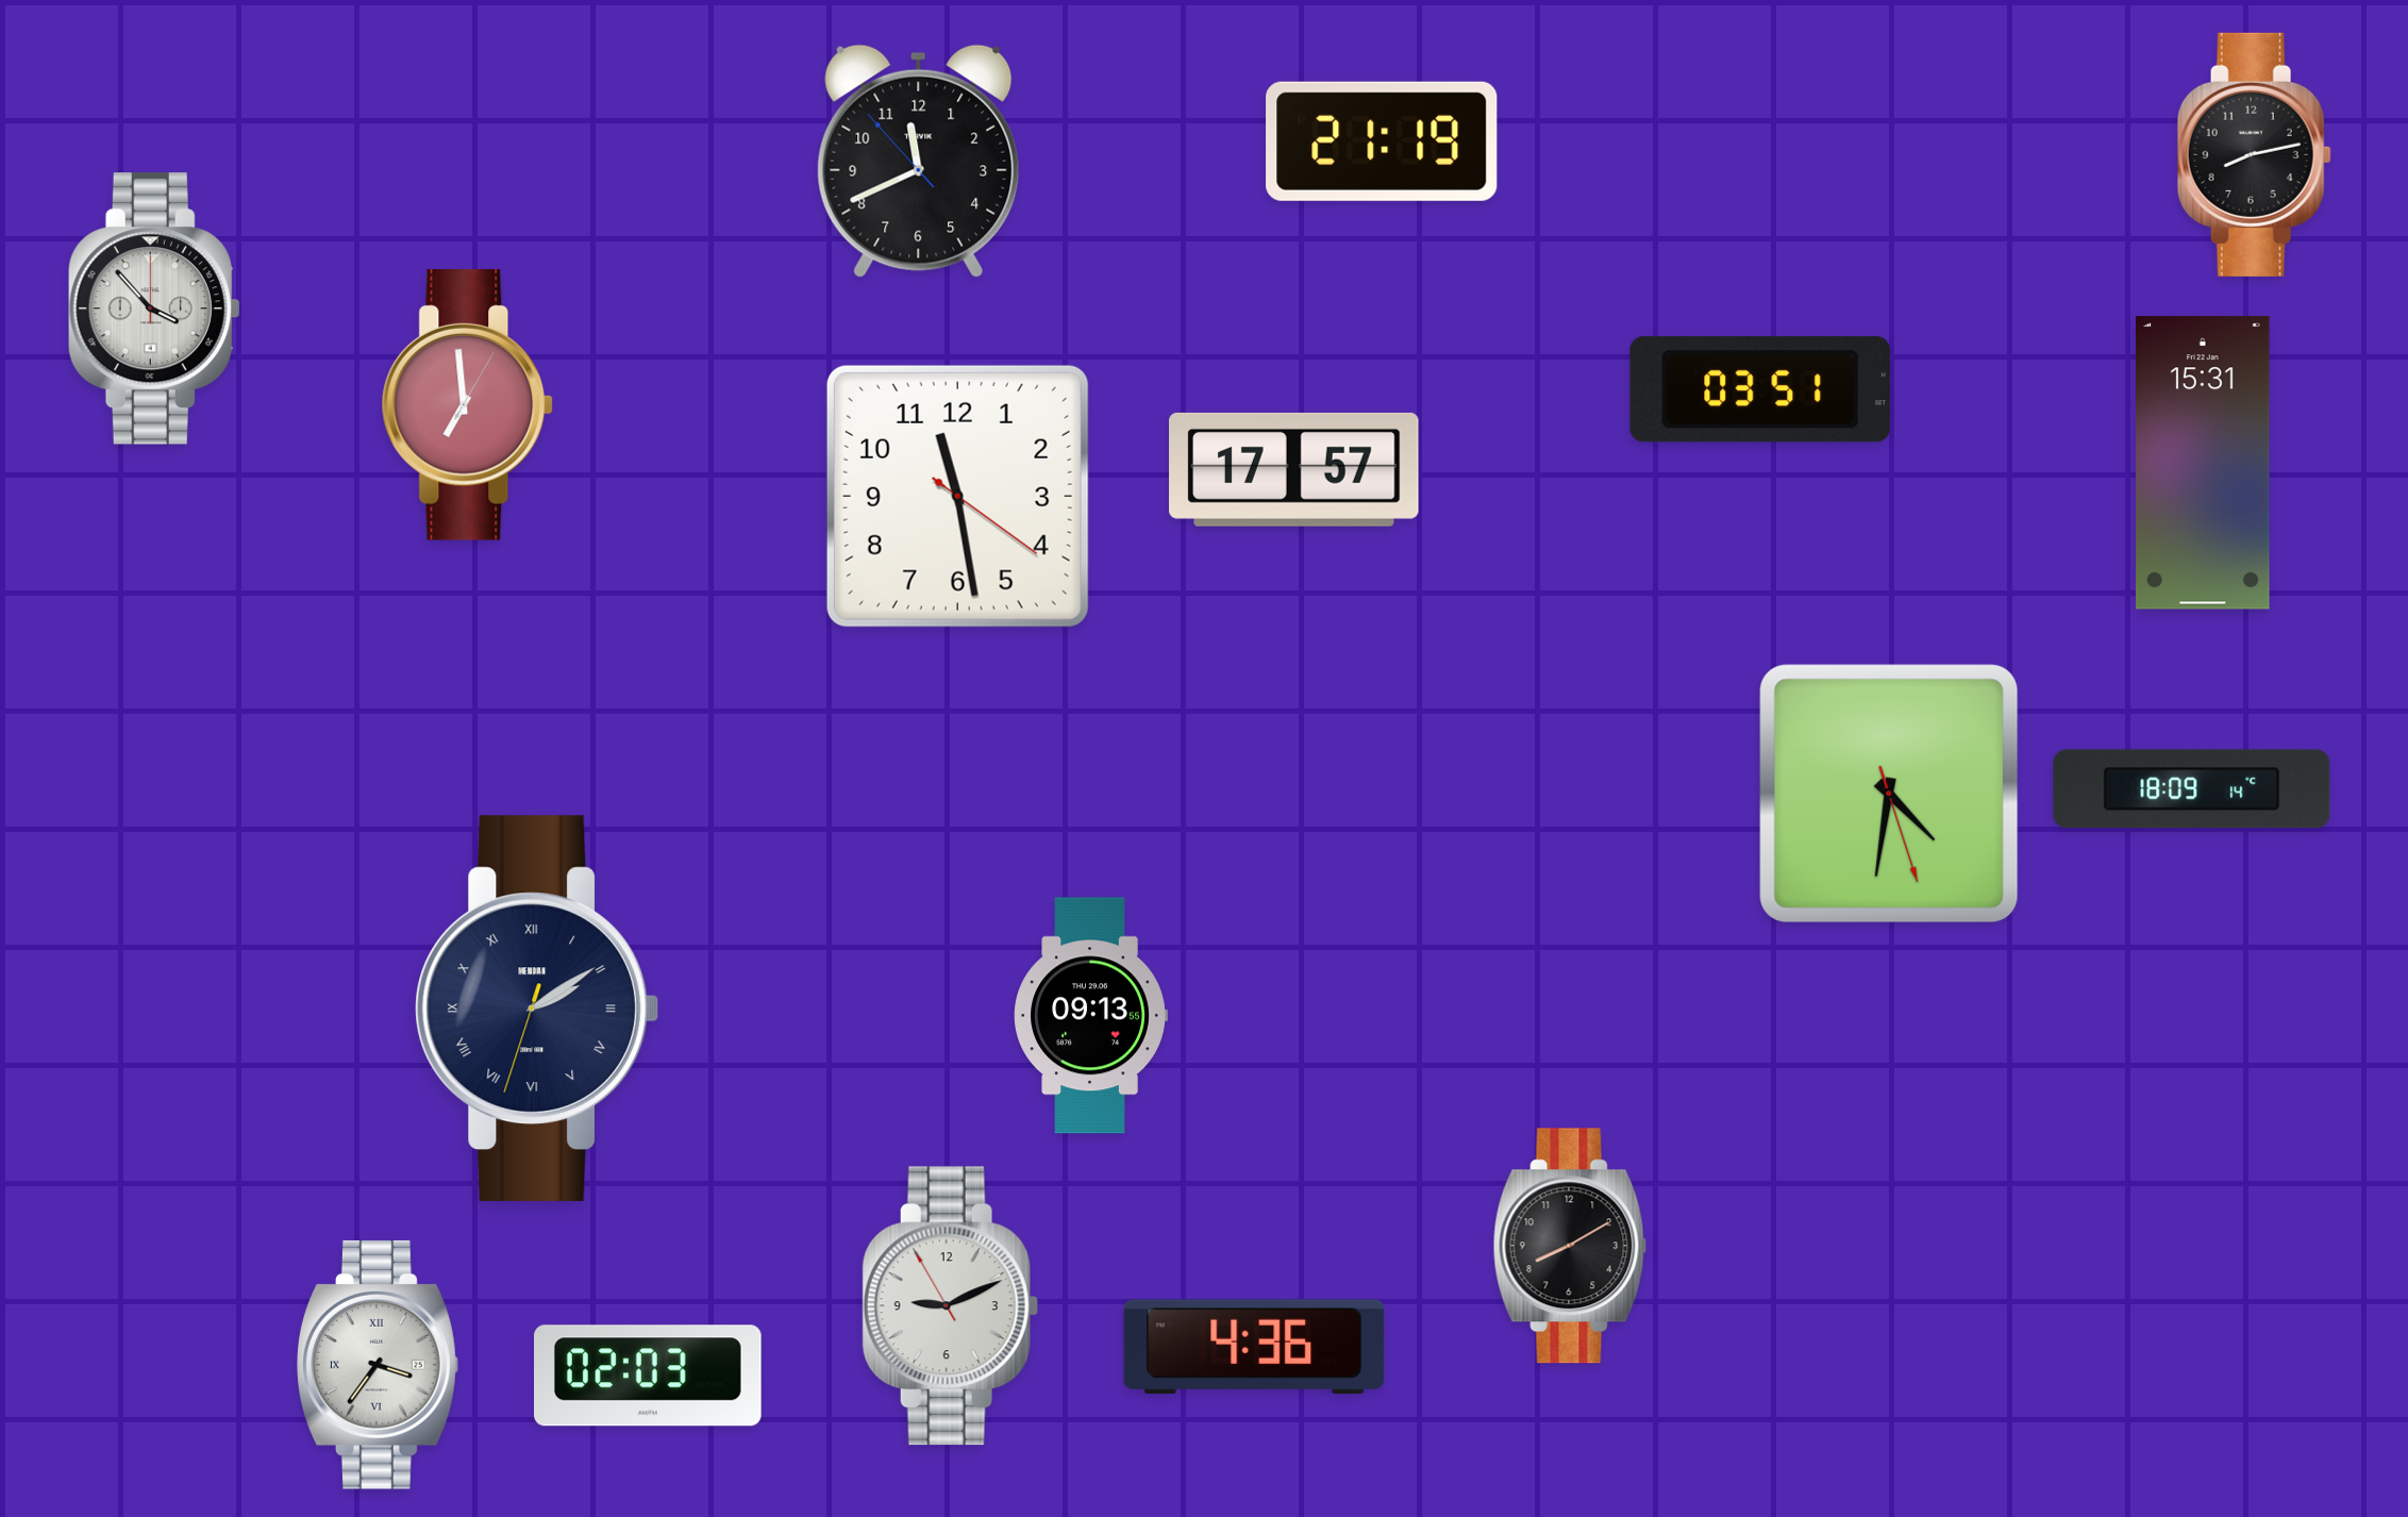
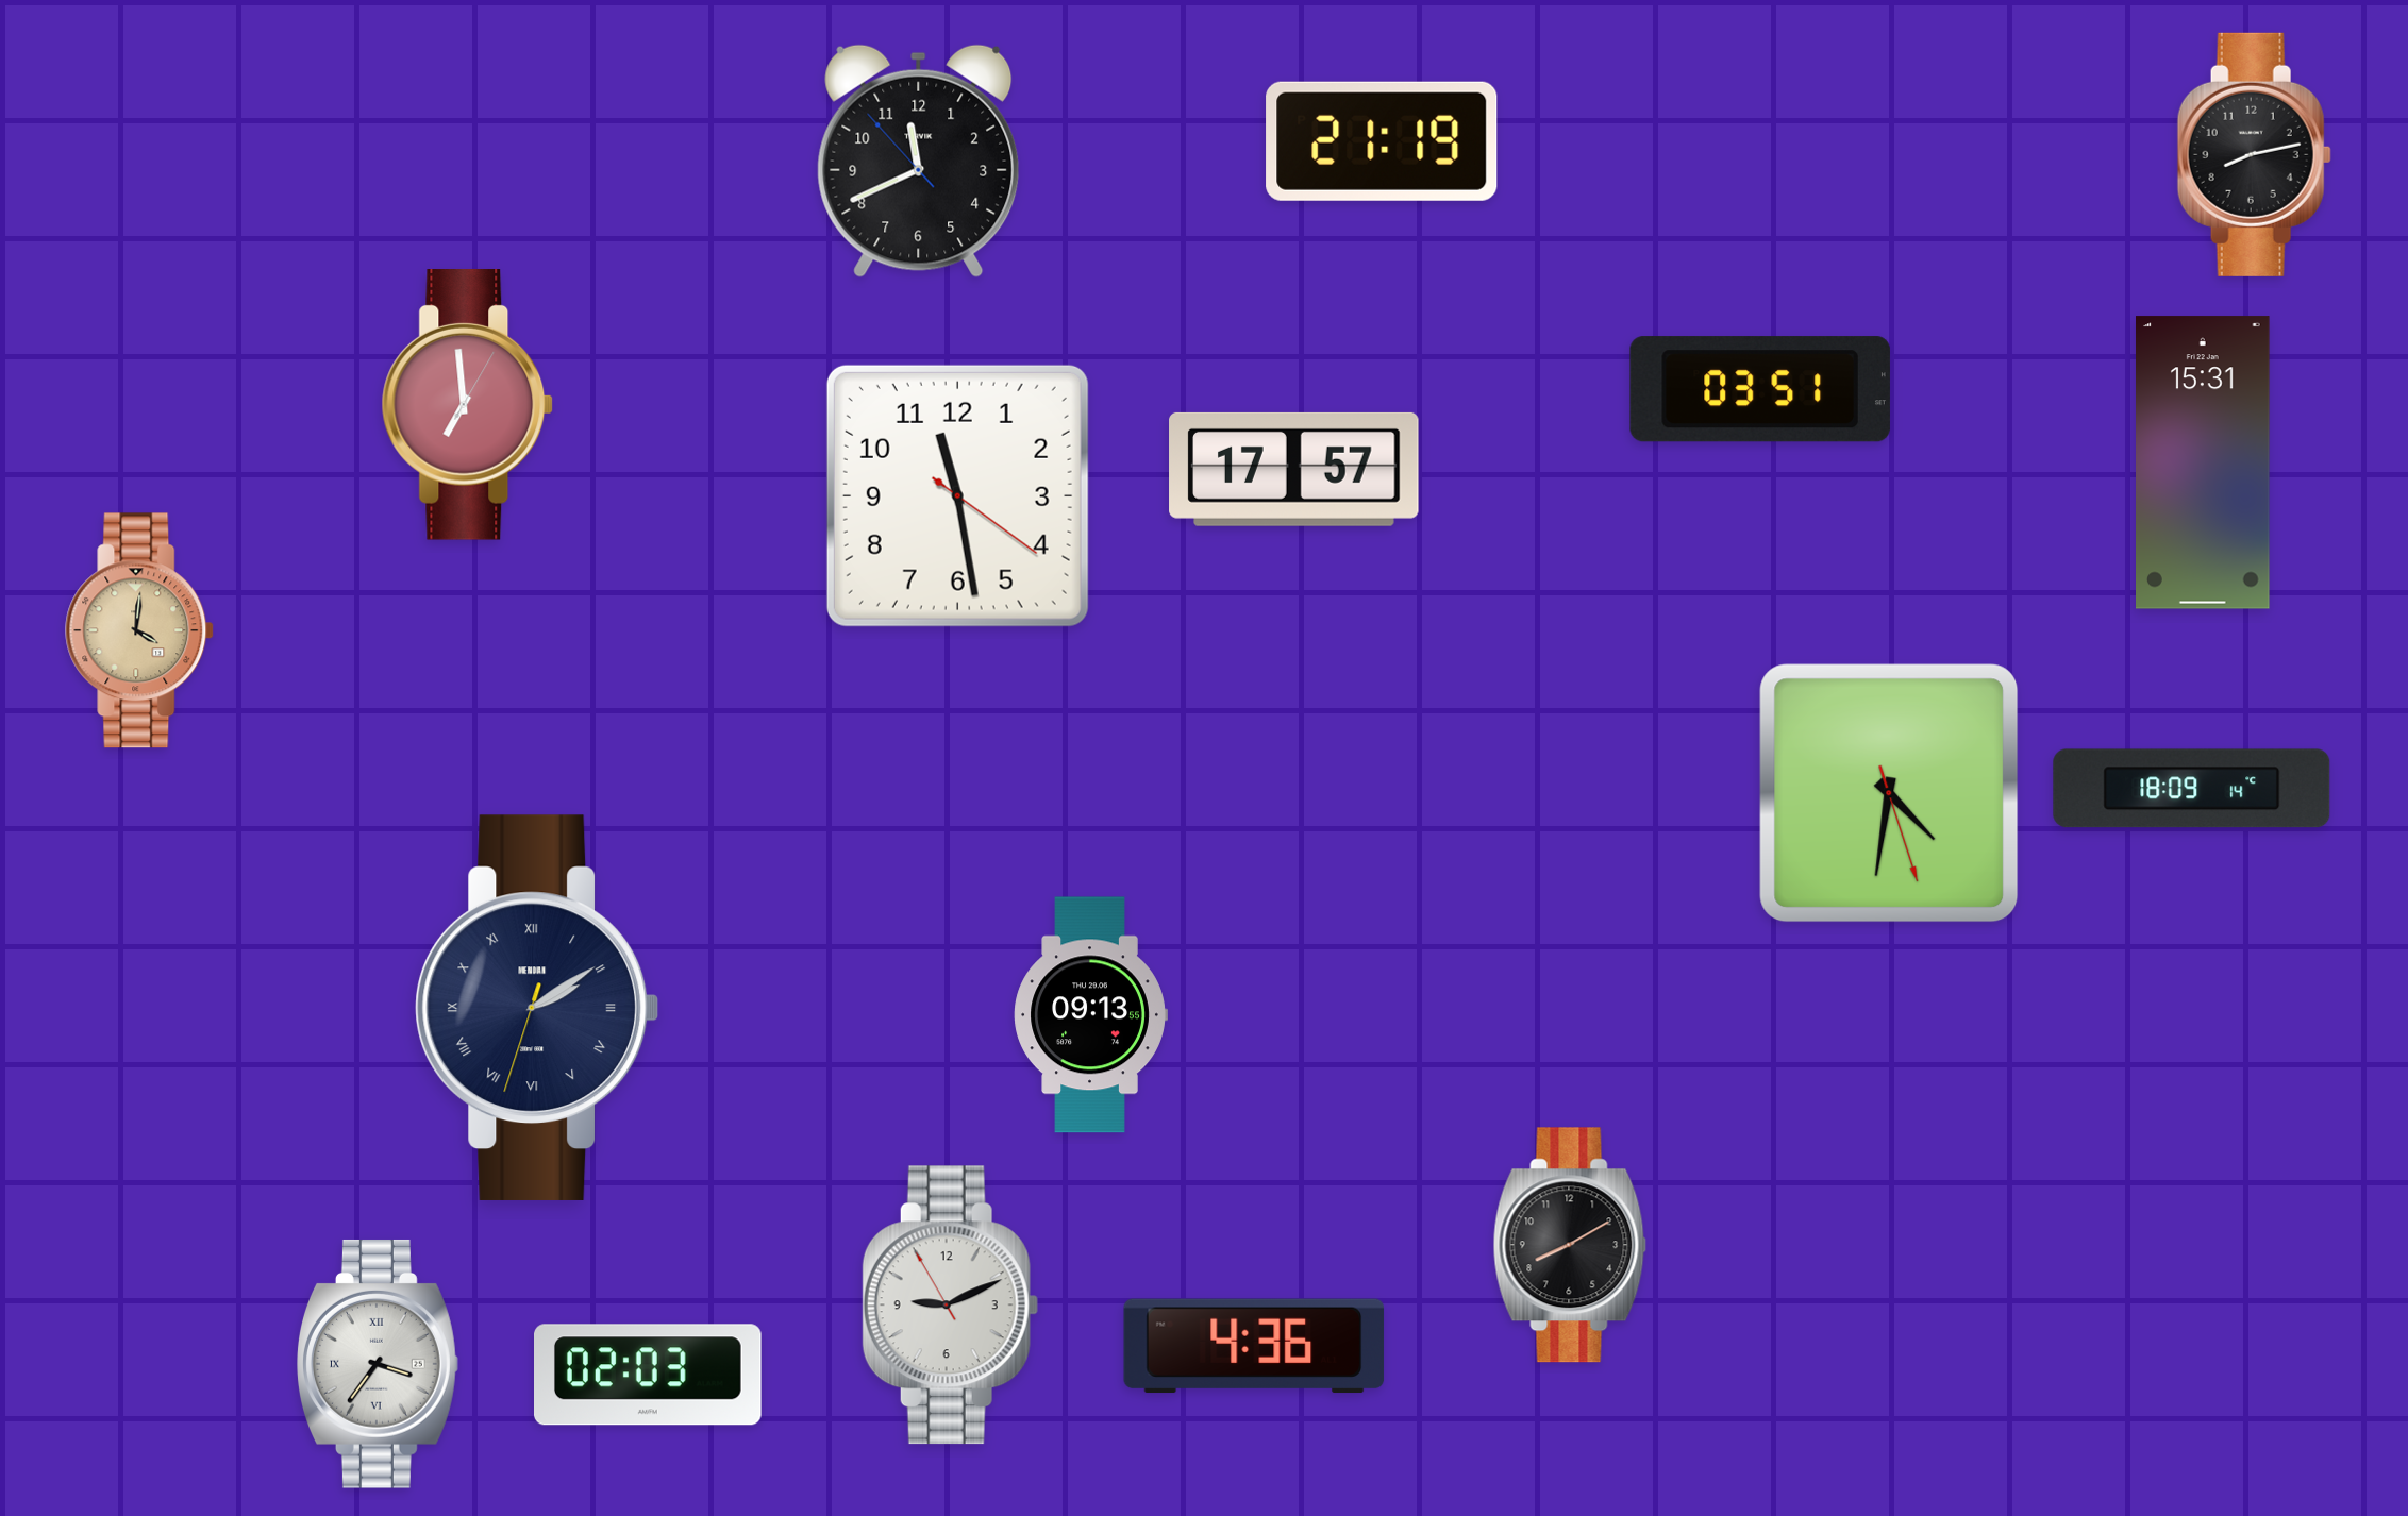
clock at (154, 309): 3:53 -> none
clock at (140, 630): none -> 4:01
